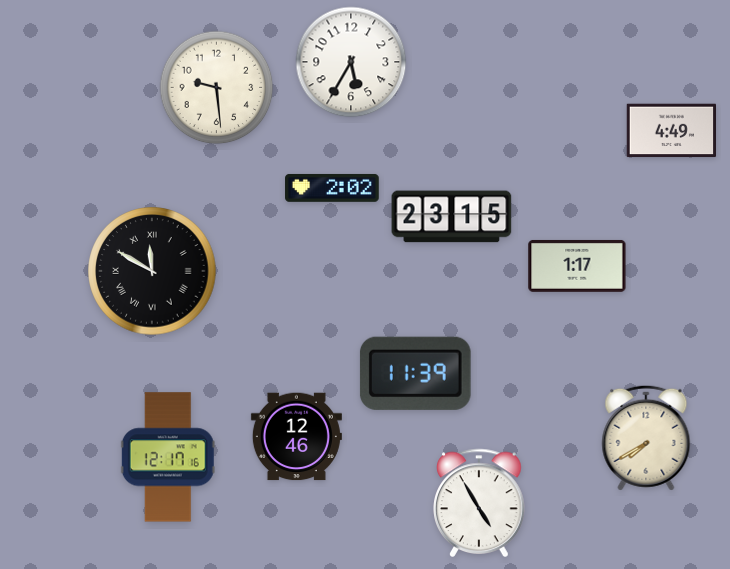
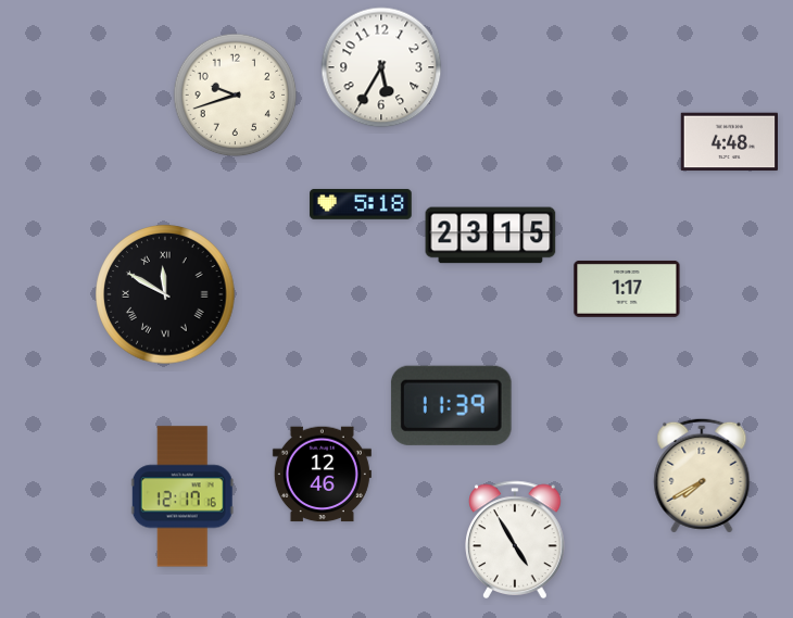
clock at (217, 88): 9:29 -> 9:42
clock at (671, 131): 4:49 -> 4:48
clock at (332, 188): 2:02 -> 5:18
clock at (479, 502) position: (479, 502) -> (515, 539)
